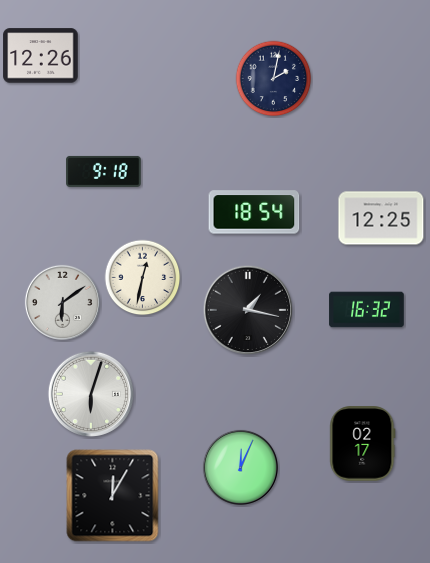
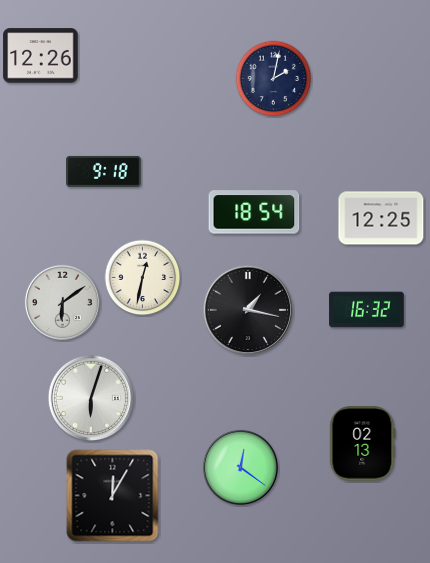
clock at (91, 394) position: (91, 394) -> (91, 398)
clock at (363, 444): 02:17 -> 02:13
clock at (240, 467): 12:04 -> 12:21
